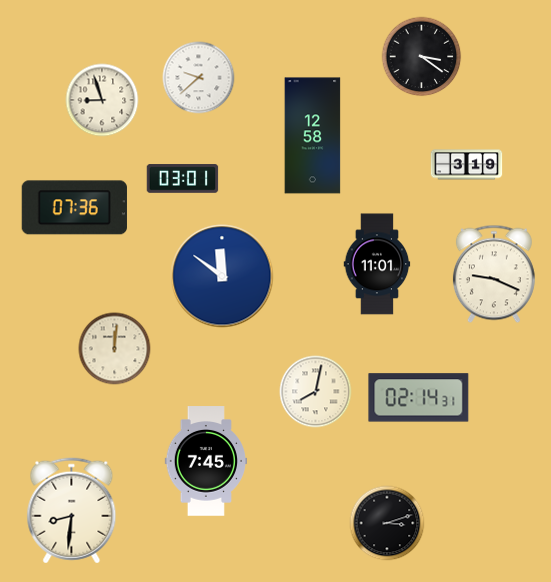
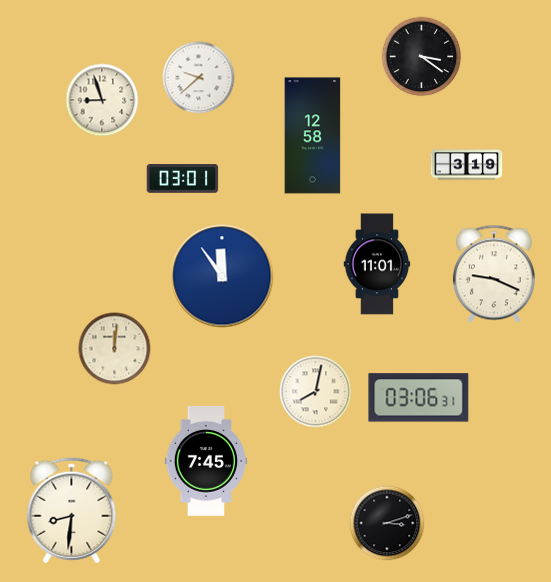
clock at (74, 208): 07:36 -> none
clock at (222, 276): 11:51 -> 11:54
clock at (419, 398): 02:14 -> 03:06
